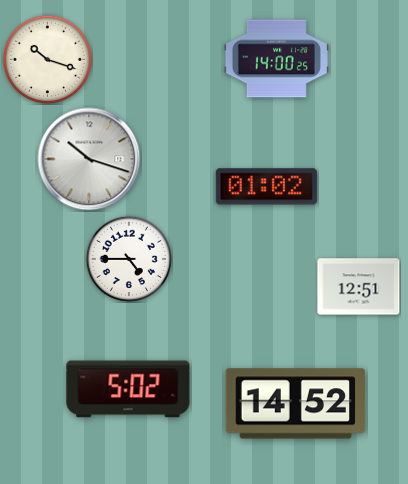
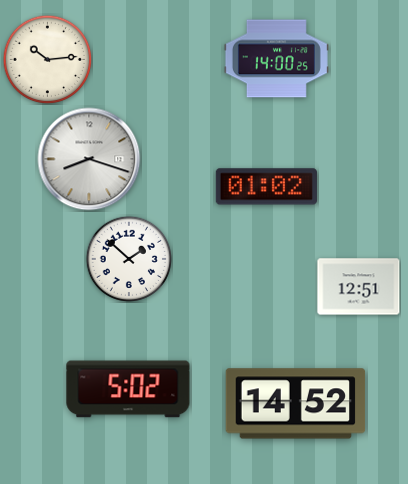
clock at (47, 59): 10:18 -> 10:14
clock at (89, 159): 10:18 -> 8:18
clock at (128, 258): 4:45 -> 1:52
